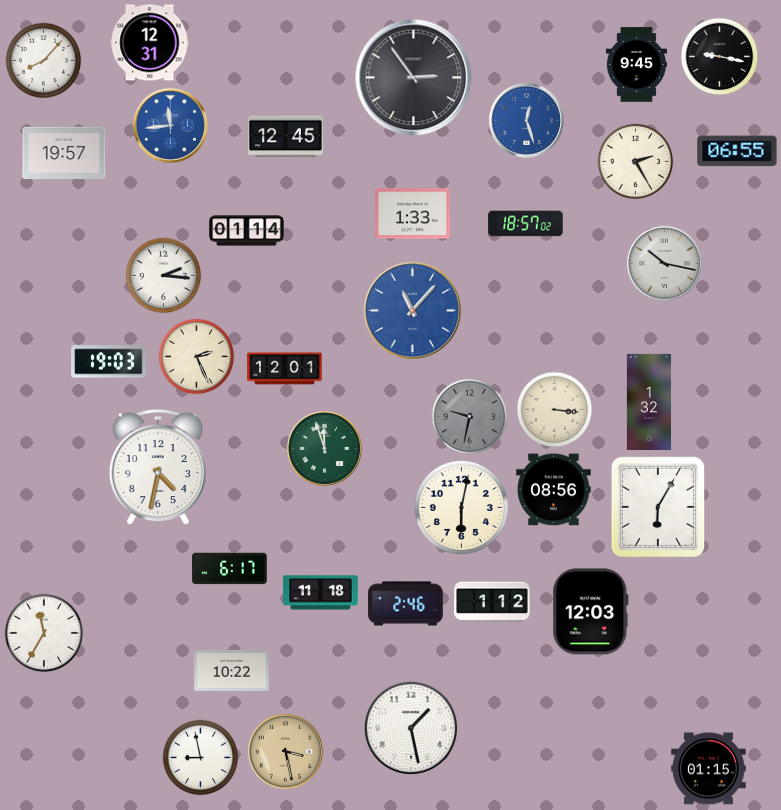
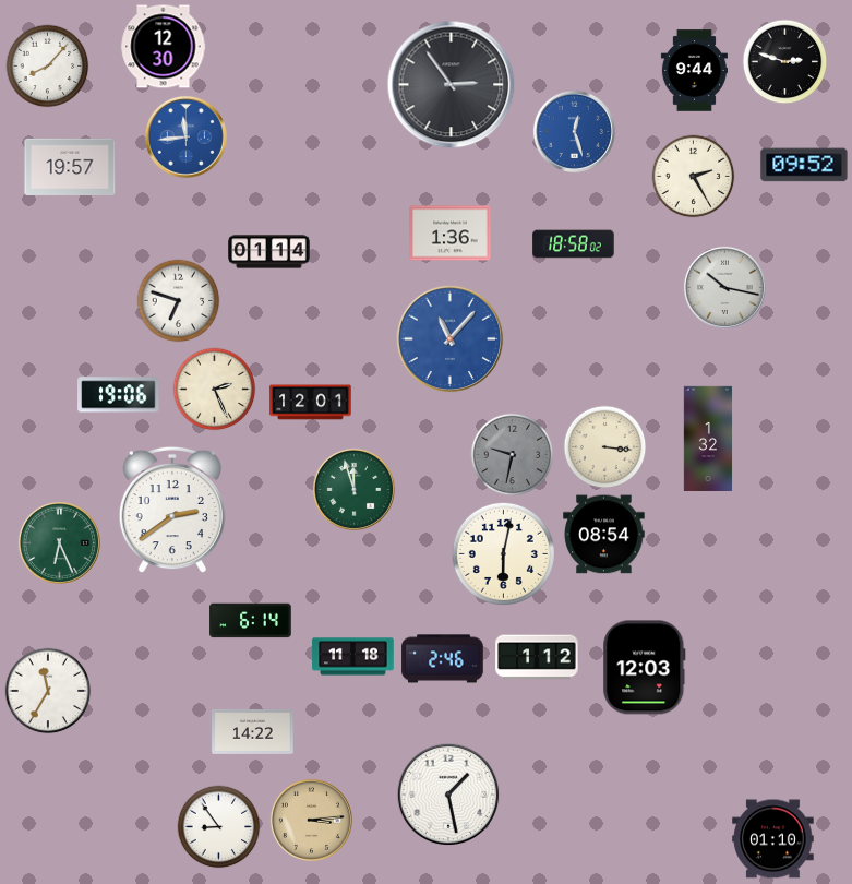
clock at (150, 43): 12:31 -> 12:30
clock at (720, 57): 9:17 -> 2:48
clock at (636, 65): 9:45 -> 9:44
clock at (286, 137): 12:45 -> none
clock at (737, 151): 06:55 -> 09:52
clock at (413, 214): 1:33 -> 1:36
clock at (526, 224): 18:57 -> 18:58
clock at (164, 276): 2:16 -> 6:48
clock at (109, 362): 19:03 -> 19:06
clock at (158, 467): 4:32 -> 2:39
clock at (554, 490): 08:56 -> 08:54
clock at (59, 542): none -> 6:26
clock at (658, 507): 6:05 -> none
clock at (230, 569): 6:17 -> 6:14
clock at (321, 593) position: (321, 593) -> (353, 657)
clock at (232, 670): 10:22 -> 14:22
clock at (285, 751): 3:28 -> 3:14
clock at (201, 758): 8:58 -> 8:54
clock at (709, 769): 01:15 -> 01:10
